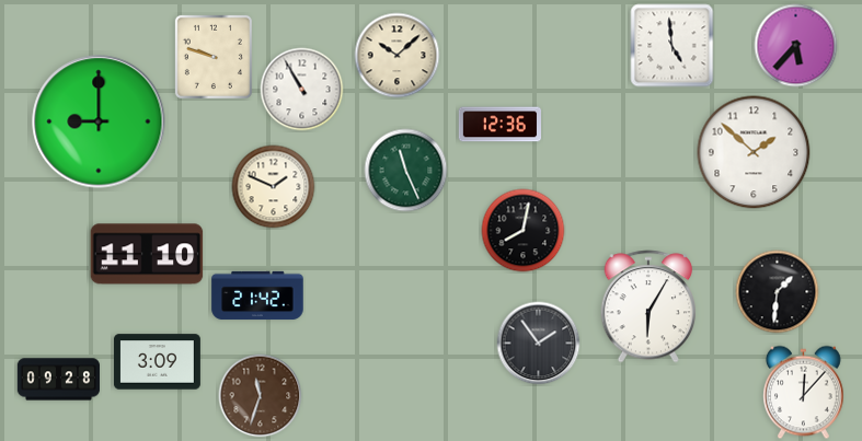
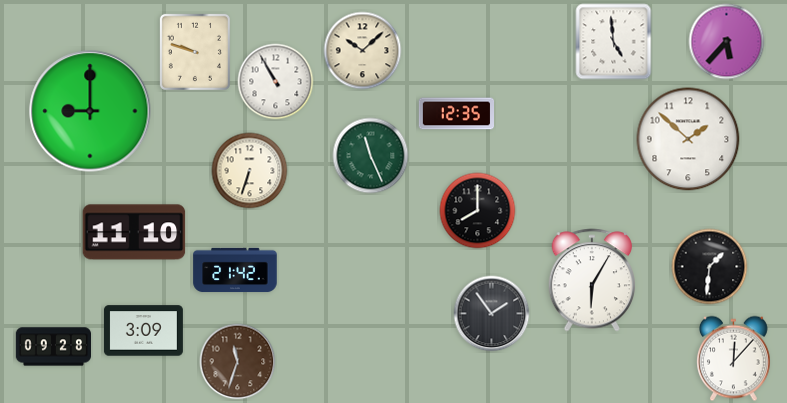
clock at (499, 125): 12:36 -> 12:35
clock at (274, 187): 1:49 -> 6:33
clock at (524, 231): 8:02 -> 8:00
